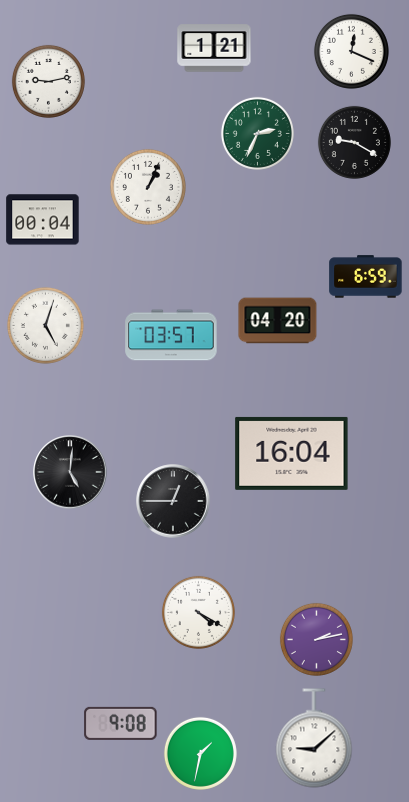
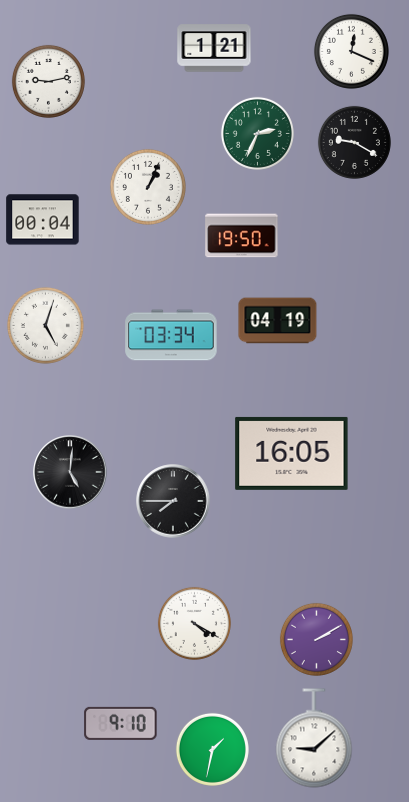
clock at (242, 236): none -> 19:50
clock at (366, 277): 6:59 -> none
clock at (278, 321): 04:20 -> 04:19
clock at (171, 335): 03:57 -> 03:34
clock at (292, 453): 16:04 -> 16:05
clock at (173, 501): 12:45 -> 7:45
clock at (198, 612) position: (198, 612) -> (194, 623)
clock at (316, 639): 2:13 -> 2:10
clock at (121, 723): 9:08 -> 9:10
clock at (200, 753) position: (200, 753) -> (212, 749)
